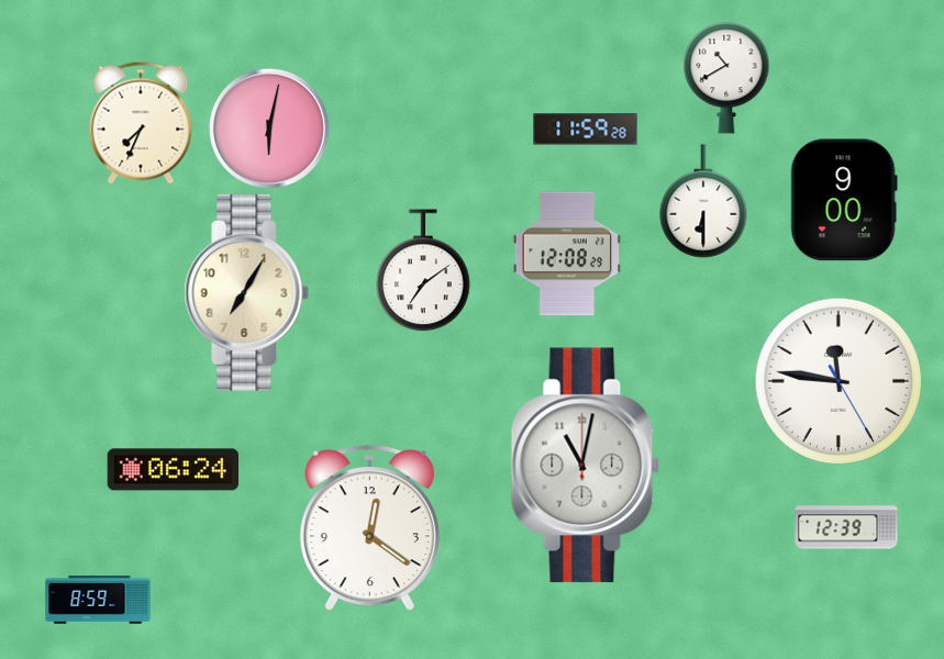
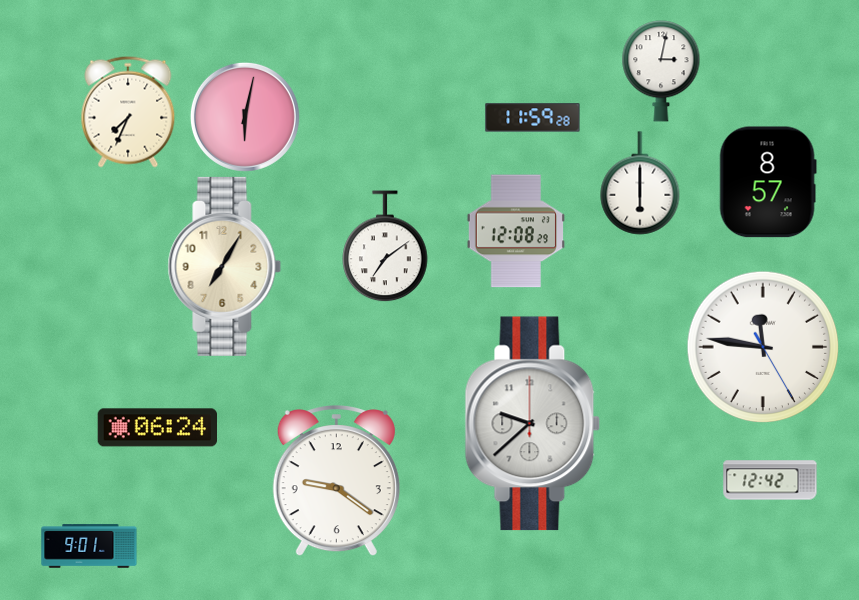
clock at (726, 78): 10:40 -> 3:02
clock at (844, 200): 9:00 -> 8:57
clock at (703, 201): 6:30 -> 6:00
clock at (586, 466): 11:02 -> 9:38
clock at (846, 527): 12:39 -> 12:42
clock at (369, 529): 12:21 -> 9:21
clock at (98, 600): 8:59 -> 9:01
